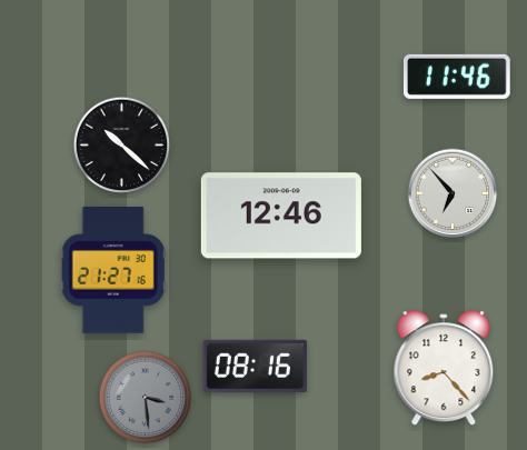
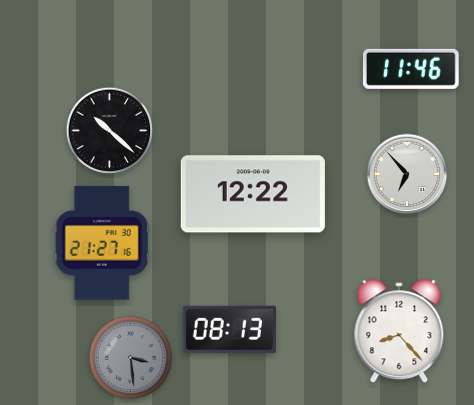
clock at (281, 216): 12:46 -> 12:22
clock at (255, 366): 08:16 -> 08:13
